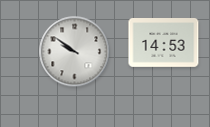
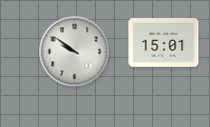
clock at (164, 43): 14:53 -> 15:01
